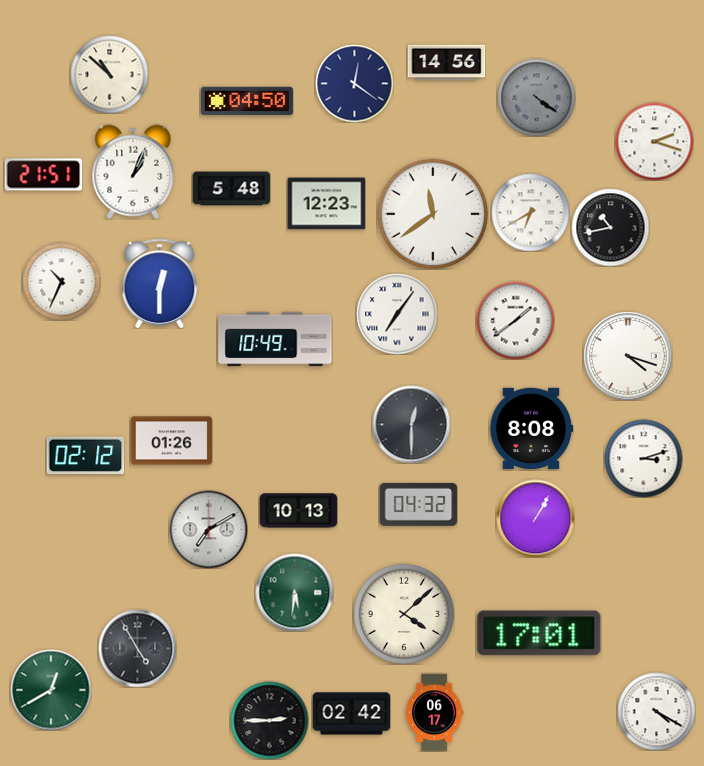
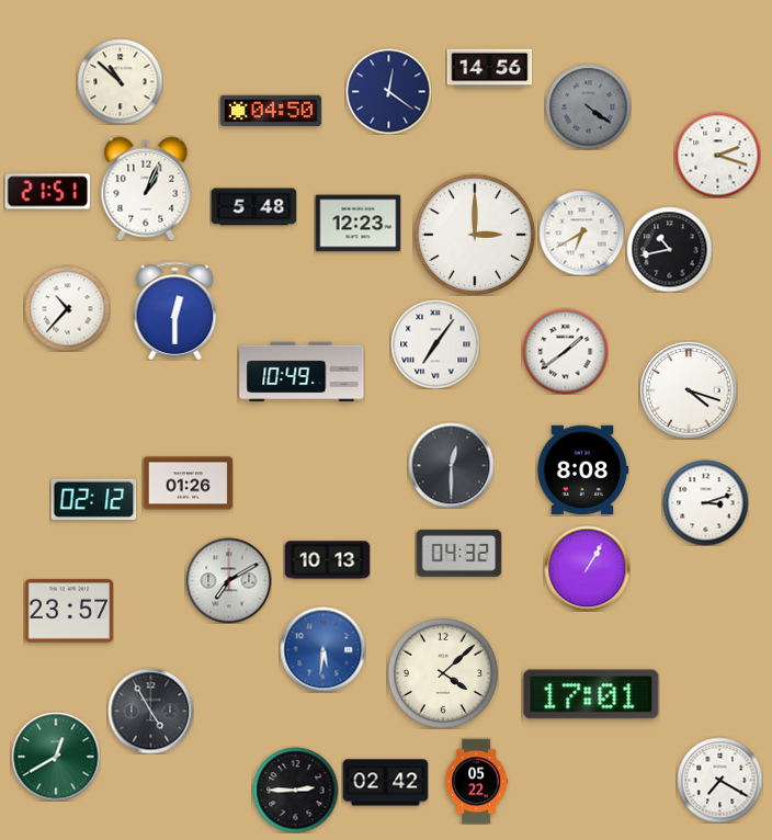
clock at (433, 214): 11:39 -> 3:00
clock at (61, 281): 10:34 -> 10:37
clock at (69, 611): none -> 23:57
clock at (294, 592) dial: green -> blue
clock at (656, 711): 4:20 -> 7:20
clock at (435, 712): 06:17 -> 05:22
